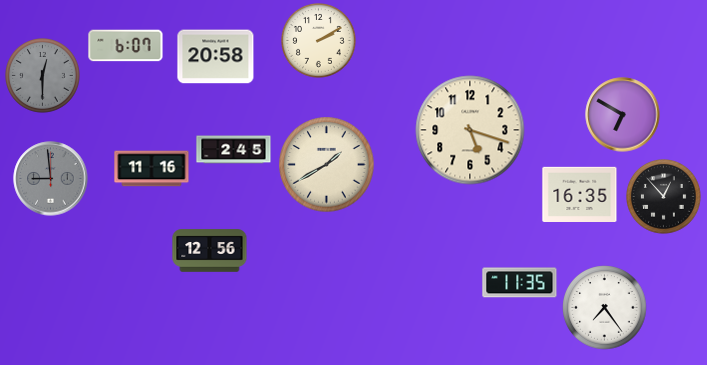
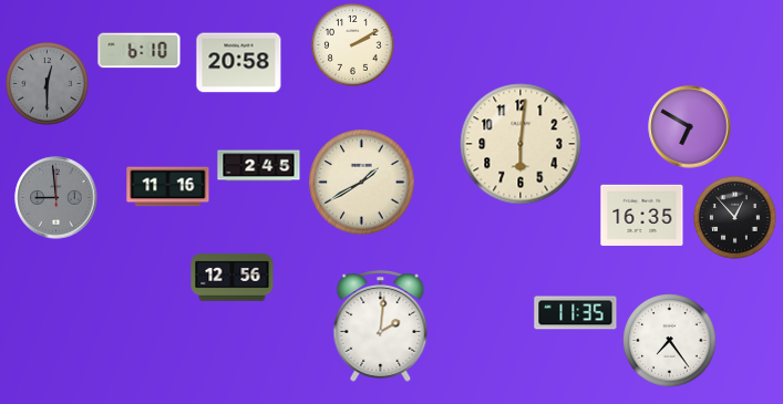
clock at (126, 46): 6:07 -> 6:10
clock at (470, 130): 5:18 -> 6:01
clock at (381, 327): none -> 2:01
